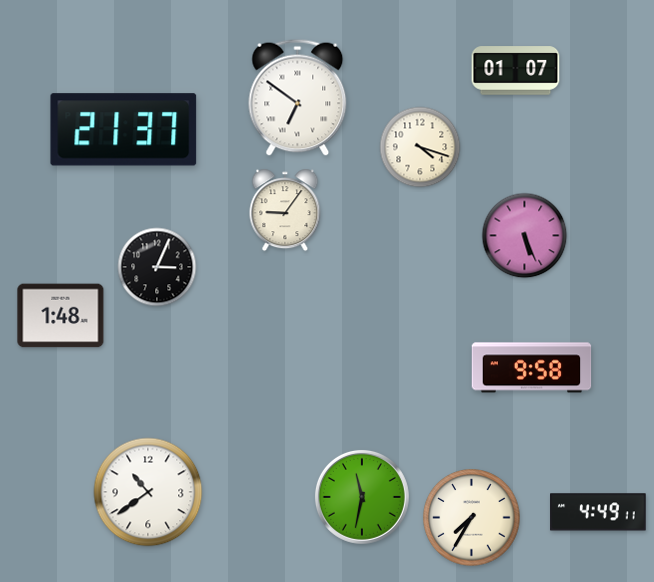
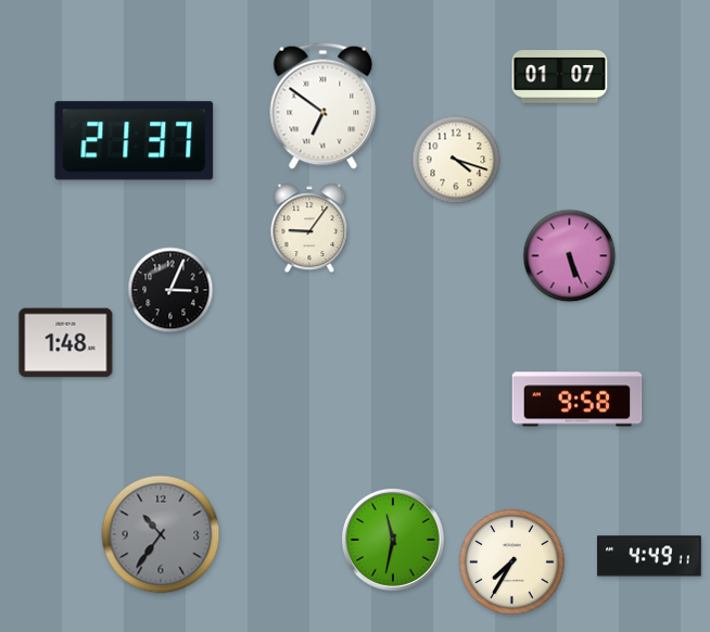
clock at (148, 492): 10:39 -> 10:36
clock at (148, 492) dial: white -> grey
